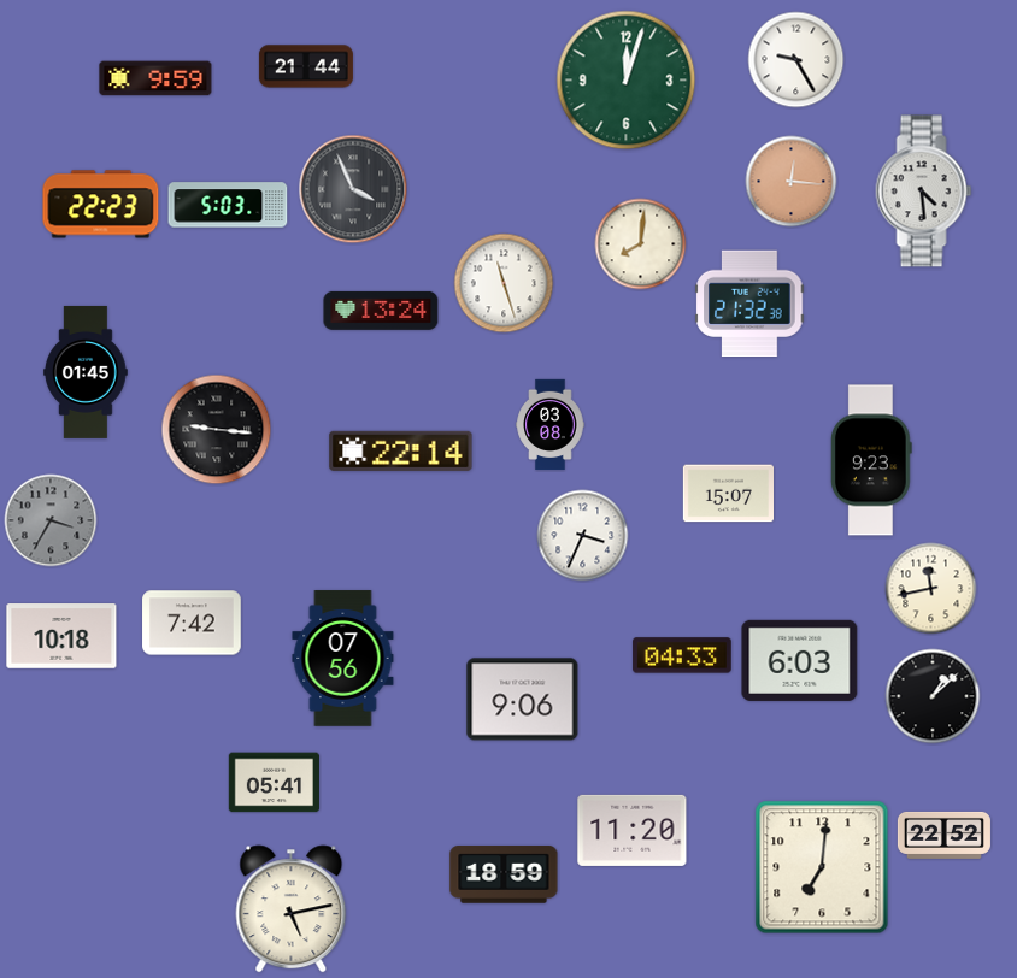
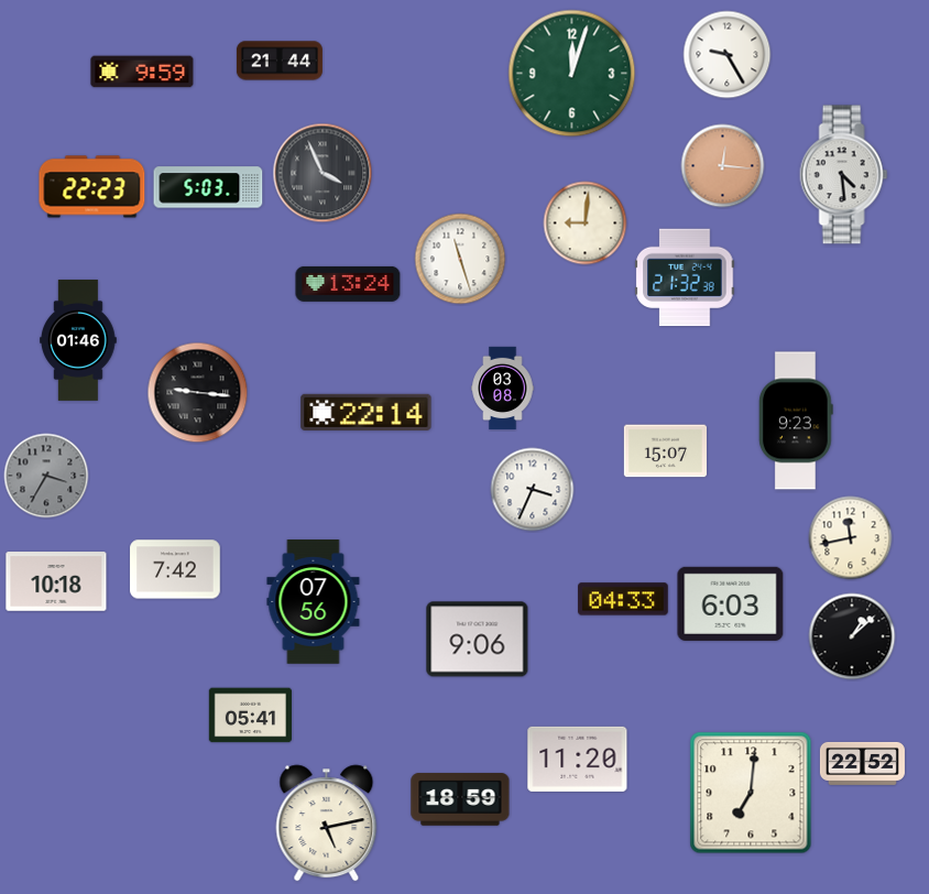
clock at (641, 244): 8:01 -> 9:01
clock at (86, 372): 01:45 -> 01:46
clock at (292, 909) position: (292, 909) -> (327, 824)
